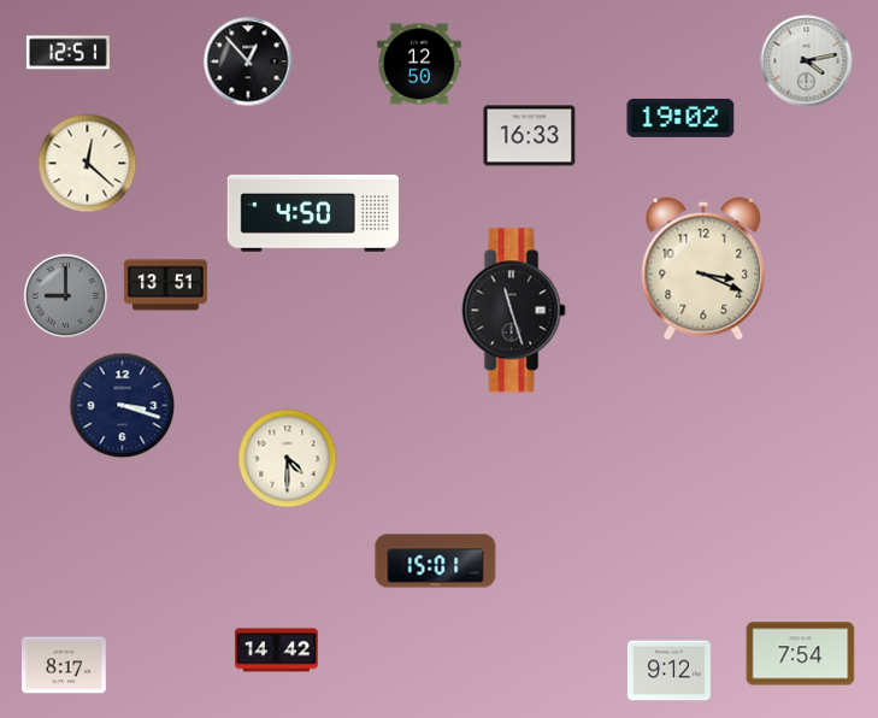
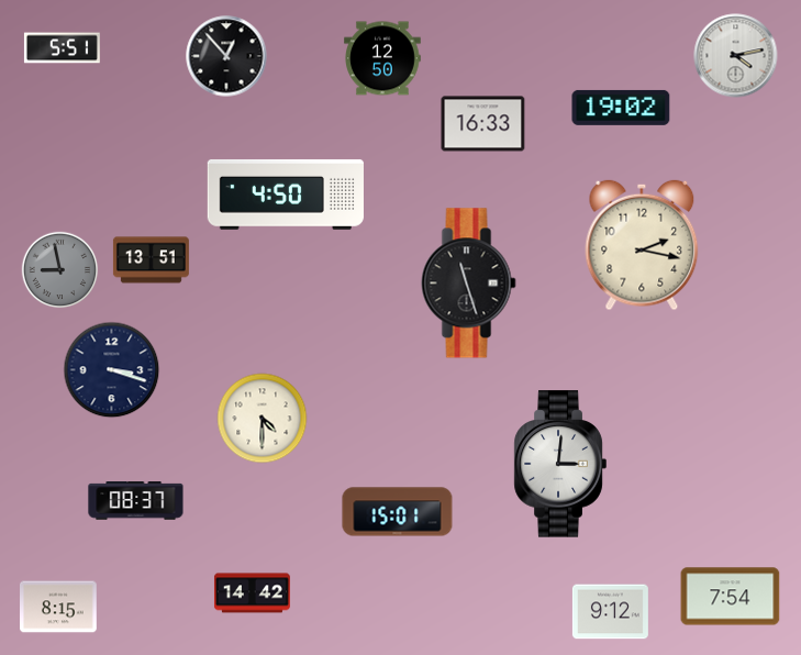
clock at (67, 53): 12:51 -> 5:51
clock at (88, 164): 12:22 -> none
clock at (703, 269): 3:19 -> 2:17
clock at (66, 296): 9:00 -> 8:58
clock at (560, 464): none -> 3:01
clock at (136, 501): none -> 08:37
clock at (65, 665): 8:17 -> 8:15
